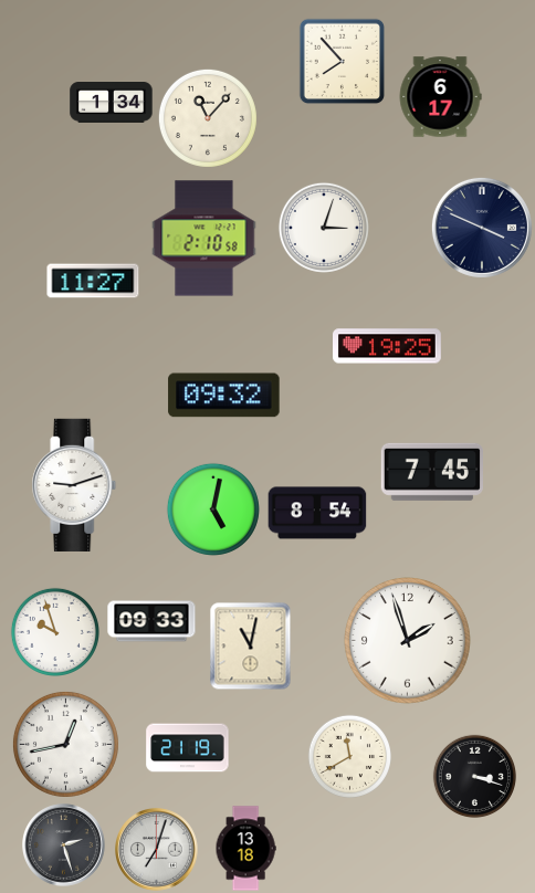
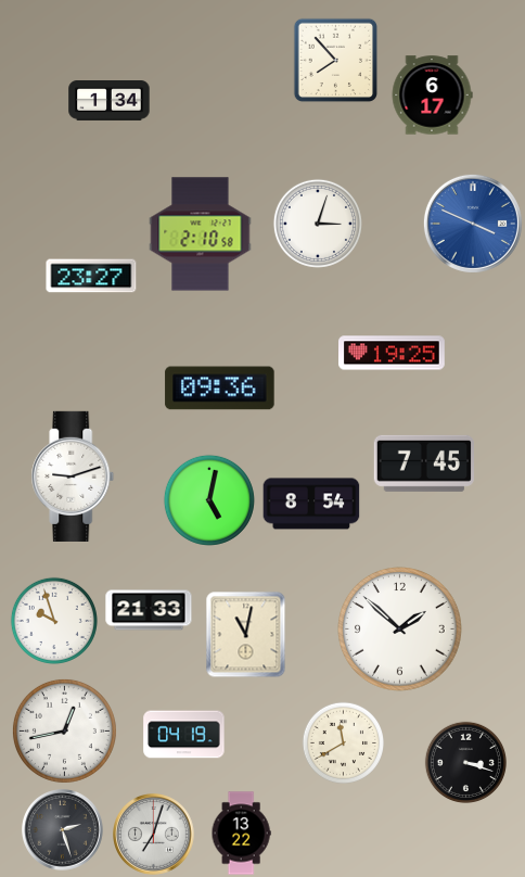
clock at (208, 118): 11:07 -> none
clock at (482, 228) dial: navy -> blue
clock at (93, 281): 11:27 -> 23:27
clock at (388, 346) position: (388, 346) -> (393, 353)
clock at (224, 396): 09:32 -> 09:36
clock at (151, 621): 09:33 -> 21:33
clock at (408, 641): 1:57 -> 1:52
clock at (188, 748): 21:19 -> 04:19
clock at (245, 849): 13:18 -> 13:22
